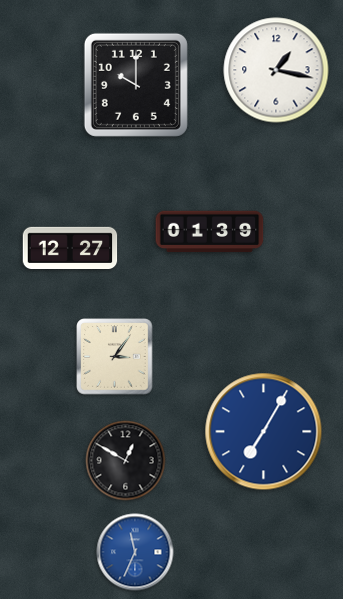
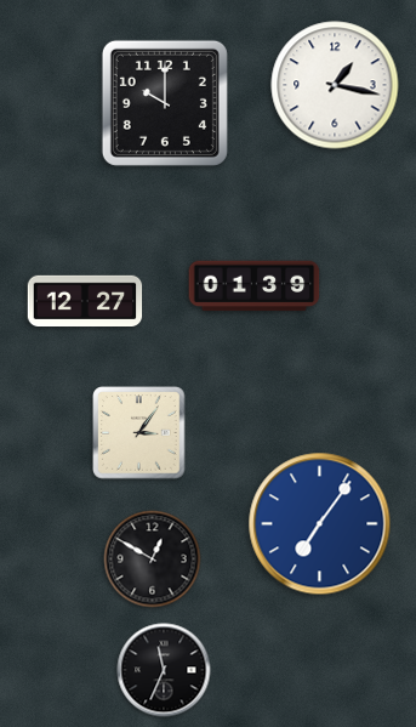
clock at (210, 232) position: (210, 232) -> (255, 286)
clock at (264, 432): 7:05 -> 7:06
clock at (135, 552) dial: blue -> black
